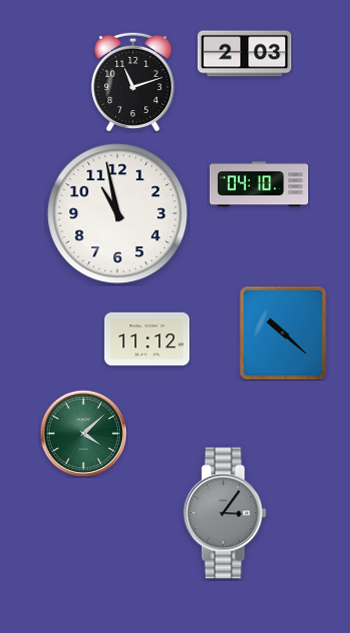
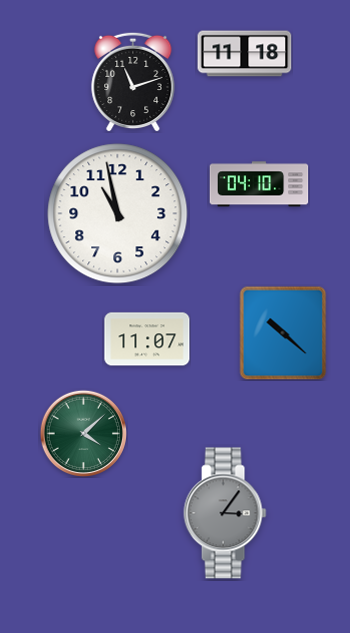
clock at (245, 54): 2:03 -> 11:18
clock at (147, 339): 11:12 -> 11:07
